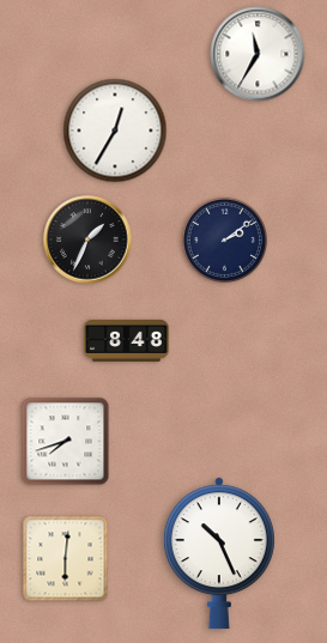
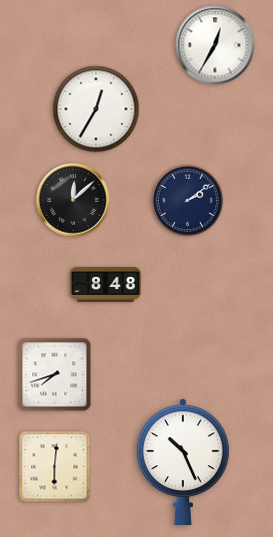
clock at (258, 54): 11:35 -> 12:35
clock at (87, 239): 1:34 -> 12:08
clock at (66, 442) position: (66, 442) -> (55, 375)
